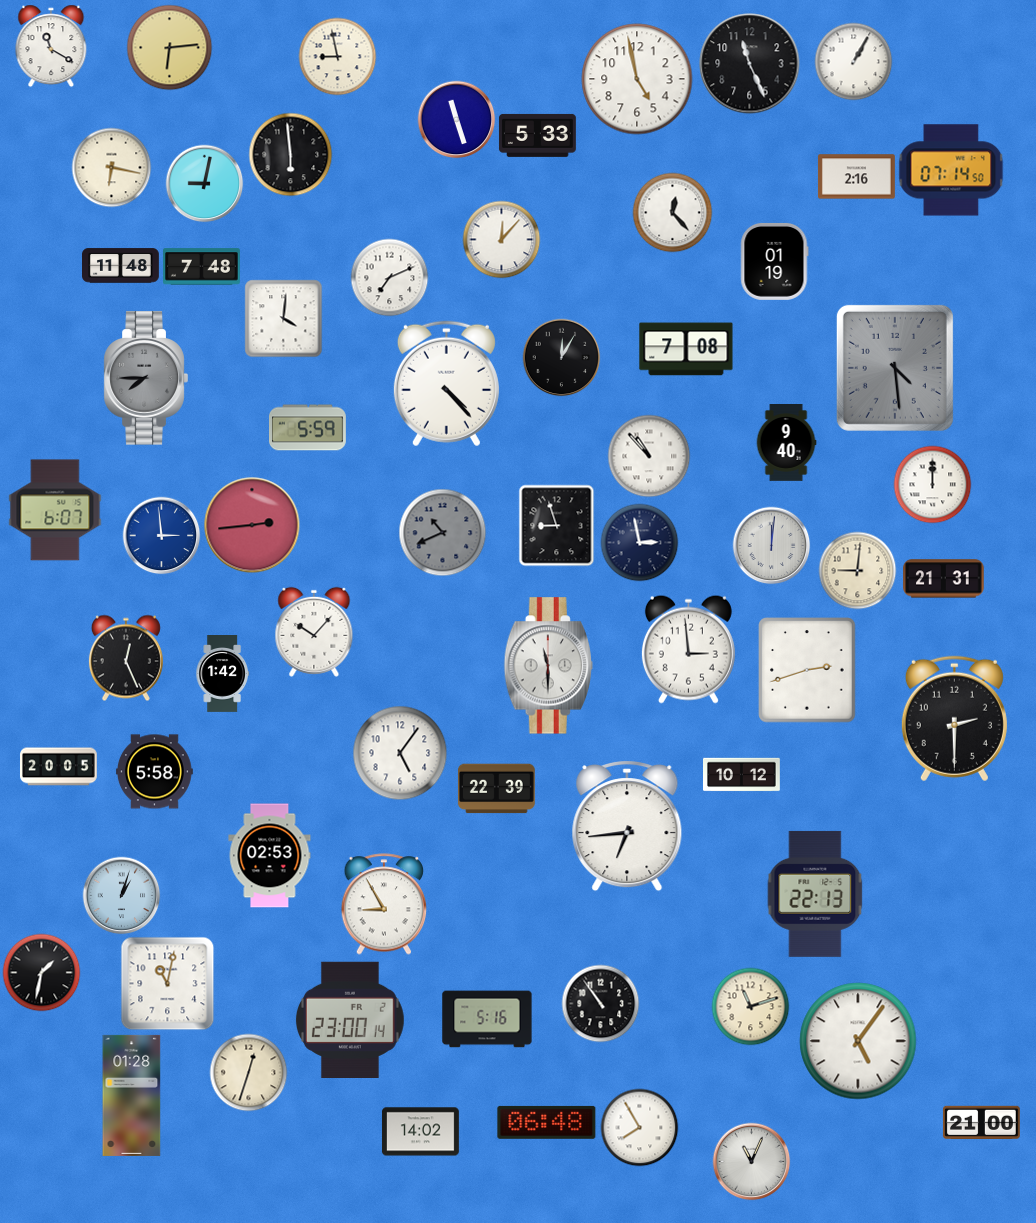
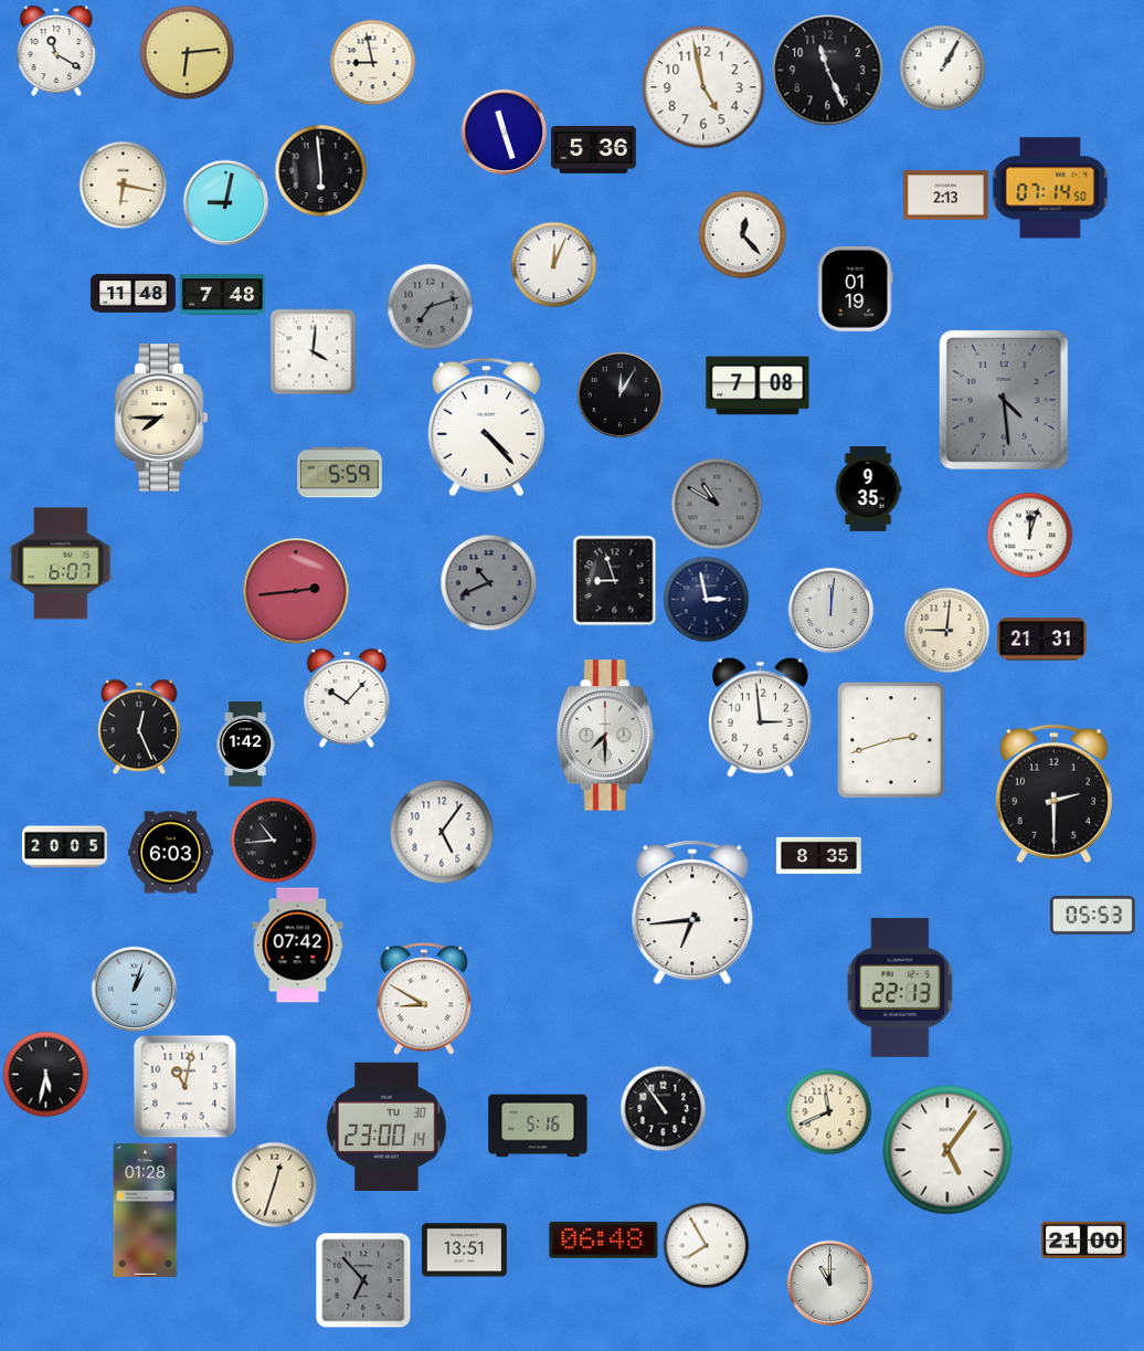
clock at (537, 135): 5:33 -> 5:36
clock at (856, 177): 2:16 -> 2:13
clock at (501, 239): 12:07 -> 12:04
clock at (389, 277): 7:11 -> 7:12
clock at (389, 277) dial: white -> grey
clock at (895, 368) position: (895, 368) -> (1004, 400)
clock at (146, 378) dial: grey -> cream
clock at (446, 384) position: (446, 384) -> (486, 428)
clock at (786, 443): 9:40 -> 9:35
clock at (649, 456): 10:53 -> 10:50
clock at (649, 456) dial: white -> grey
clock at (932, 484): 12:00 -> 12:03
clock at (252, 525) position: (252, 525) -> (296, 591)
clock at (442, 532) position: (442, 532) -> (488, 582)
clock at (161, 535): 2:59 -> none
clock at (771, 545) position: (771, 545) -> (830, 610)
clock at (548, 666): 11:30 -> 7:30
clock at (273, 840): none -> 10:44
clock at (155, 772): 5:58 -> 6:03
clock at (742, 775): 10:12 -> 8:35
clock at (496, 789): 22:39 -> none
clock at (1092, 915): none -> 05:53
clock at (270, 856): 02:53 -> 07:42
clock at (384, 904): 8:55 -> 8:50
clock at (41, 972): 1:32 -> 5:32
clock at (750, 1006): 11:12 -> 11:41
clock at (350, 1019) date: FR 2 -> TU 30
clock at (420, 1132): 14:02 -> 13:51
clock at (363, 1280): none -> 6:53
clock at (751, 1161): 11:04 -> 11:00
